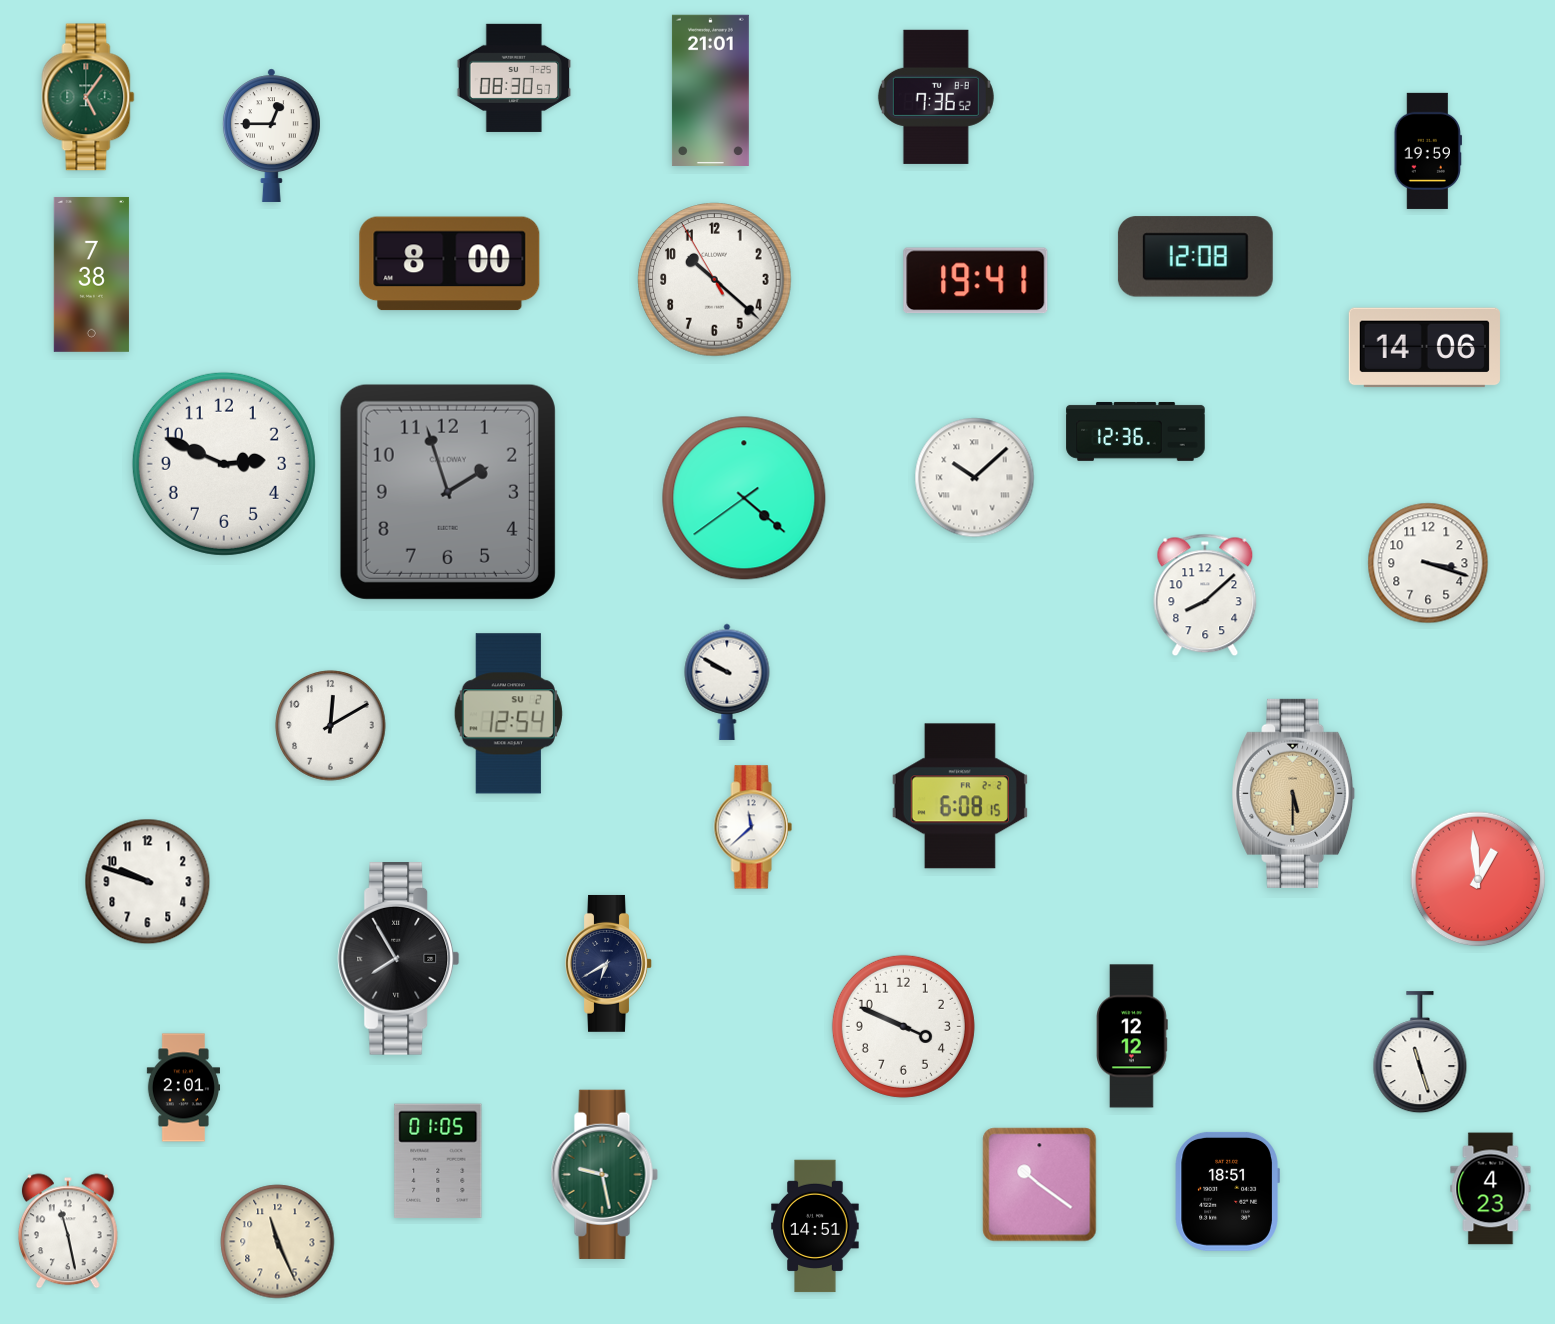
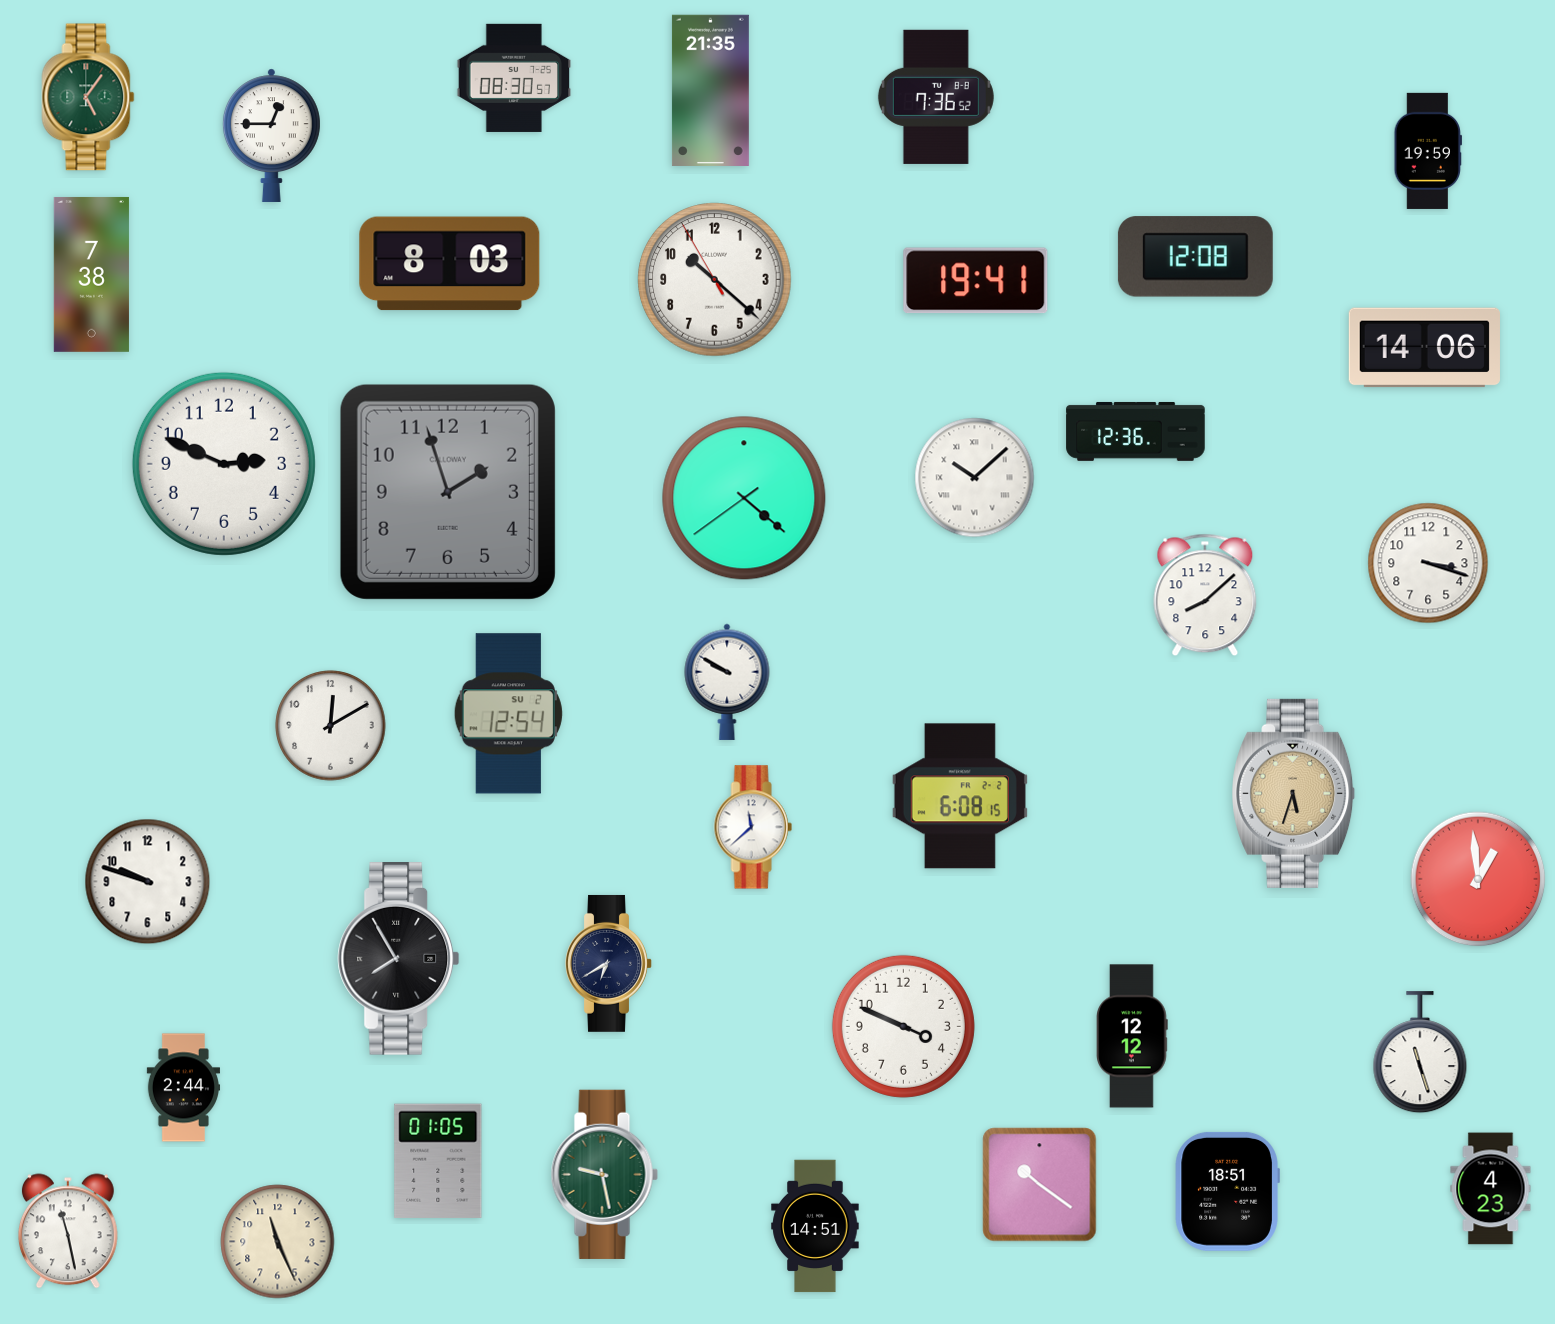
clock at (710, 90): 21:01 -> 21:35
clock at (450, 264): 8:00 -> 8:03
clock at (1294, 793): 5:30 -> 5:33
clock at (183, 1088): 2:01 -> 2:44
